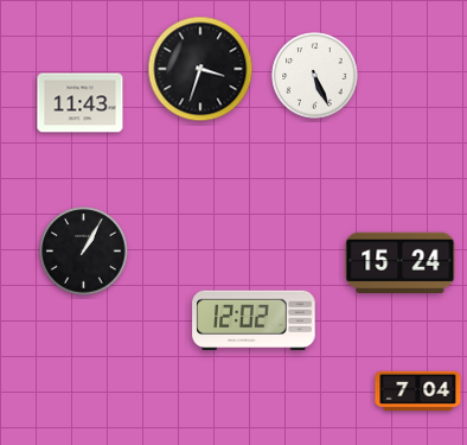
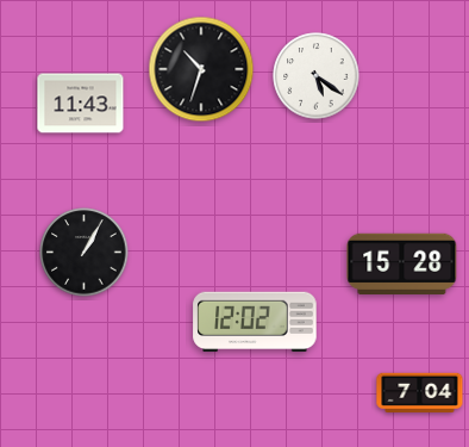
clock at (200, 69): 3:33 -> 10:33
clock at (315, 76): 5:26 -> 5:21
clock at (401, 262): 15:24 -> 15:28
